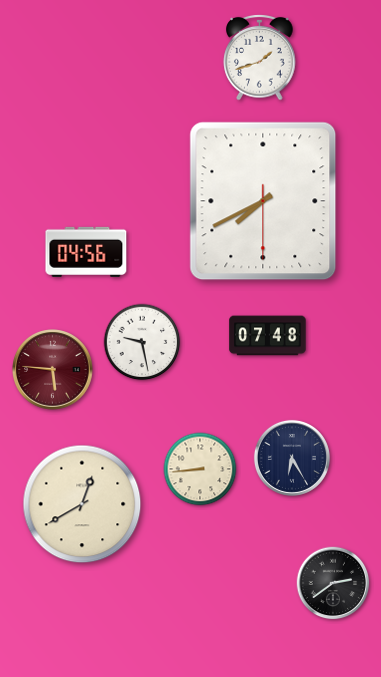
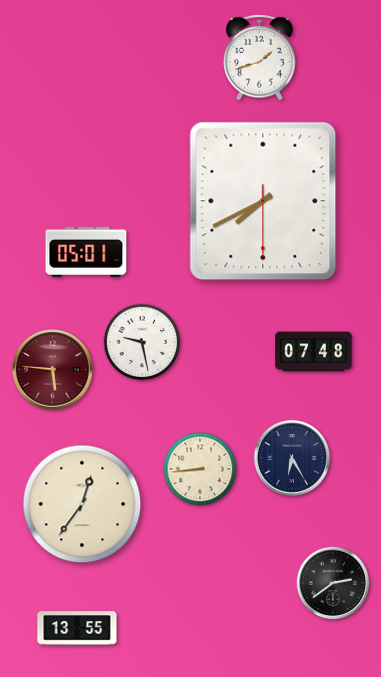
clock at (86, 252): 04:56 -> 05:01
clock at (268, 336) position: (268, 336) -> (314, 352)
clock at (82, 504): 12:40 -> 12:36
clock at (77, 628): none -> 13:55
